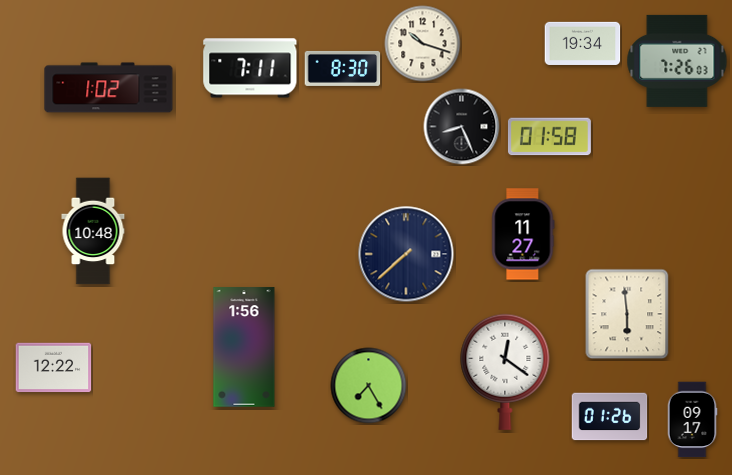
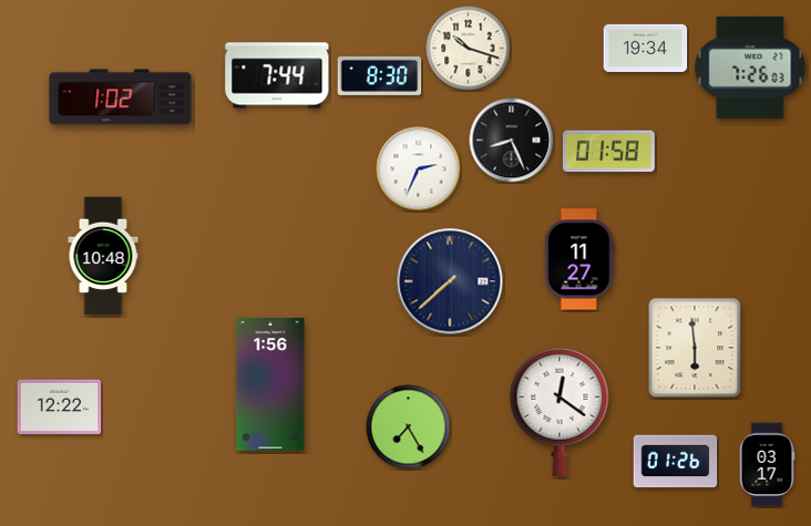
clock at (250, 68): 7:11 -> 7:44
clock at (419, 169): none -> 2:34
clock at (692, 420): 09:17 -> 03:17
